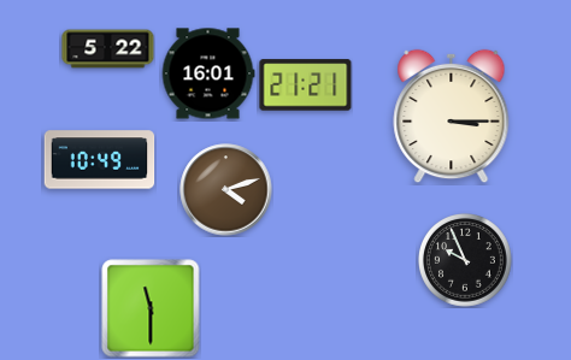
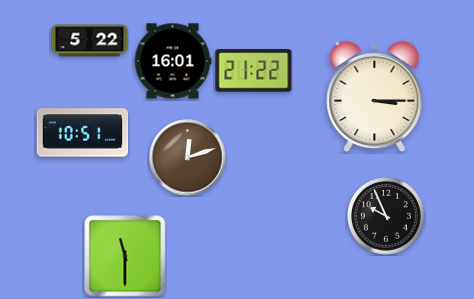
clock at (306, 85): 21:21 -> 21:22
clock at (100, 160): 10:49 -> 10:51
clock at (226, 190): 4:12 -> 12:12
